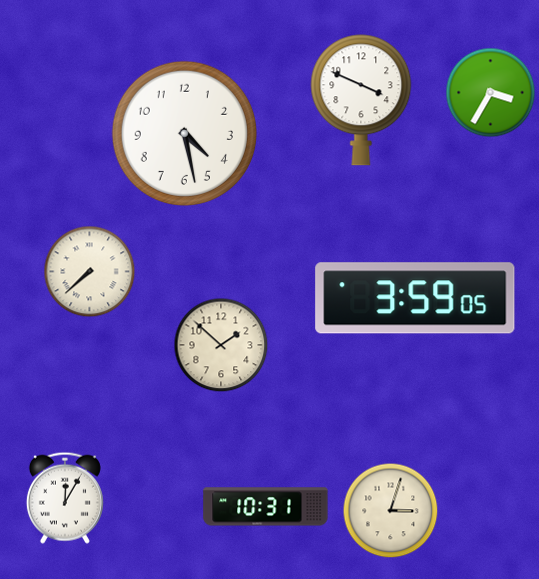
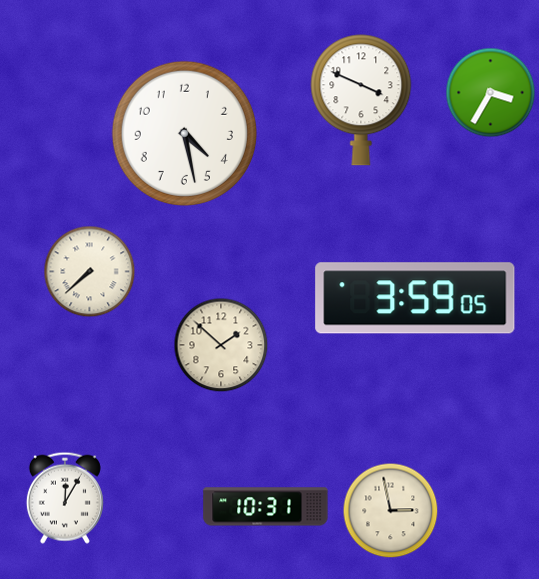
clock at (391, 511): 3:03 -> 2:58
